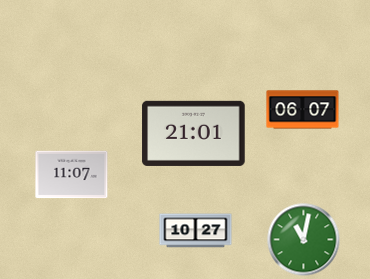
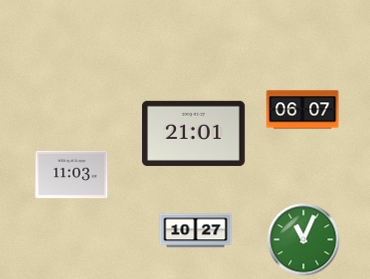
clock at (72, 175): 11:07 -> 11:03
clock at (304, 240): 11:02 -> 11:04
